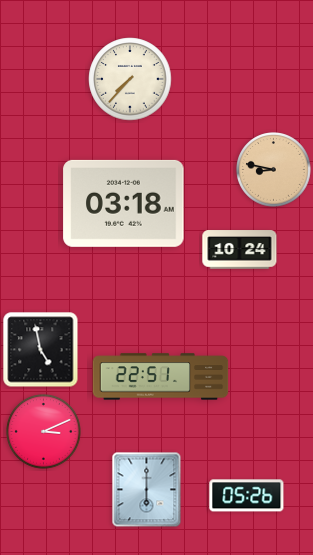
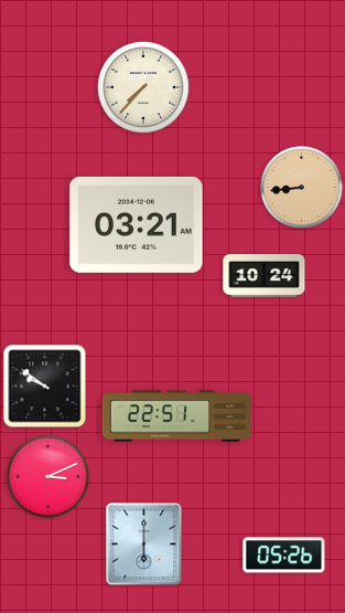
clock at (274, 170): 8:47 -> 8:44
clock at (124, 203): 03:18 -> 03:21
clock at (41, 350): 4:58 -> 9:51
clock at (147, 490) position: (147, 490) -> (144, 545)
clock at (247, 496) position: (247, 496) -> (284, 556)
